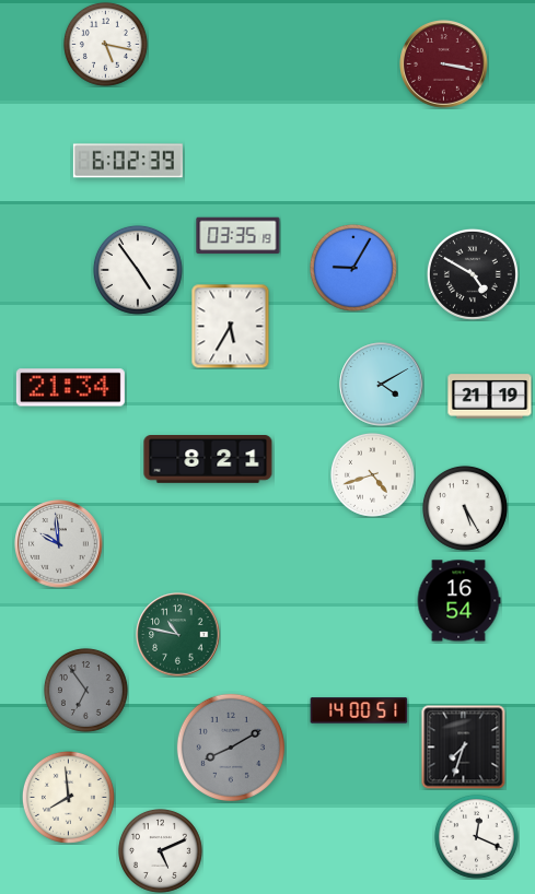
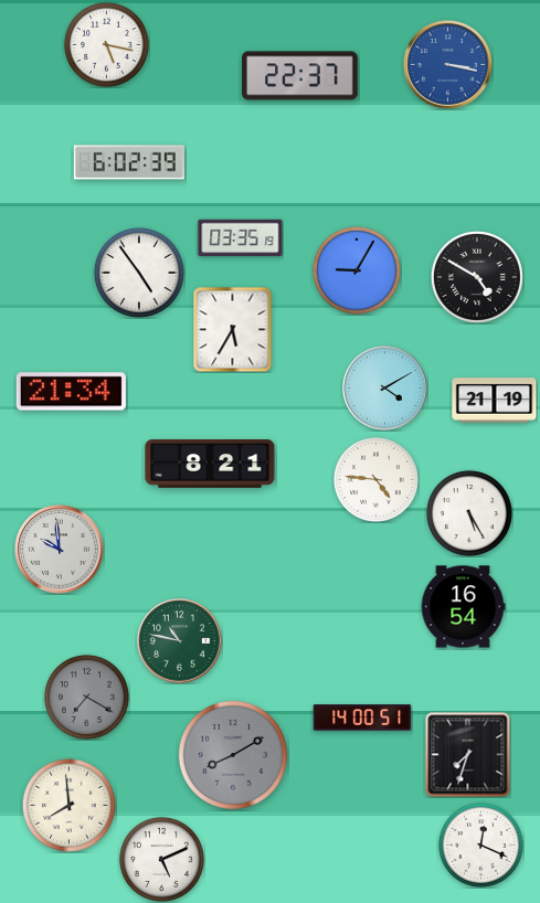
clock at (444, 64) dial: burgundy -> blue
clock at (300, 76): none -> 22:37
clock at (372, 474): 4:42 -> 4:46
clock at (85, 690): 6:54 -> 7:20
